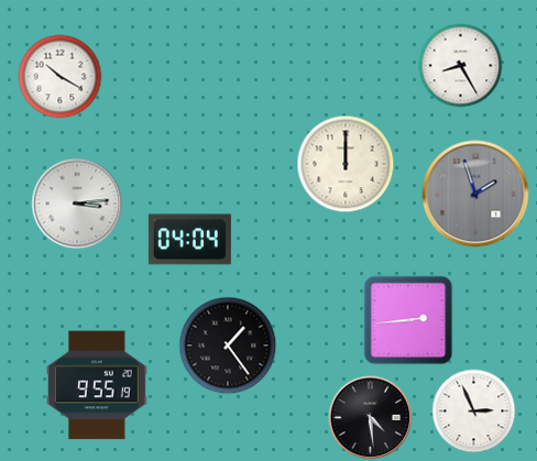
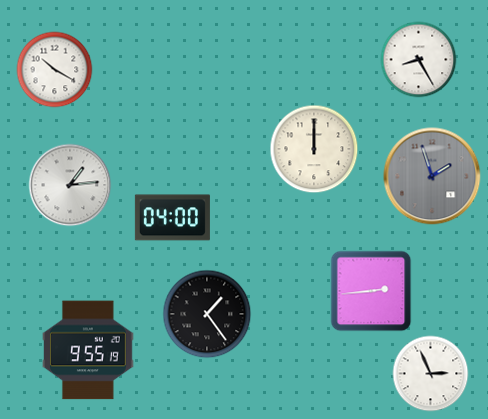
clock at (77, 204): 3:14 -> 1:14
clock at (189, 240): 04:04 -> 04:00
clock at (371, 418): 4:29 -> none
